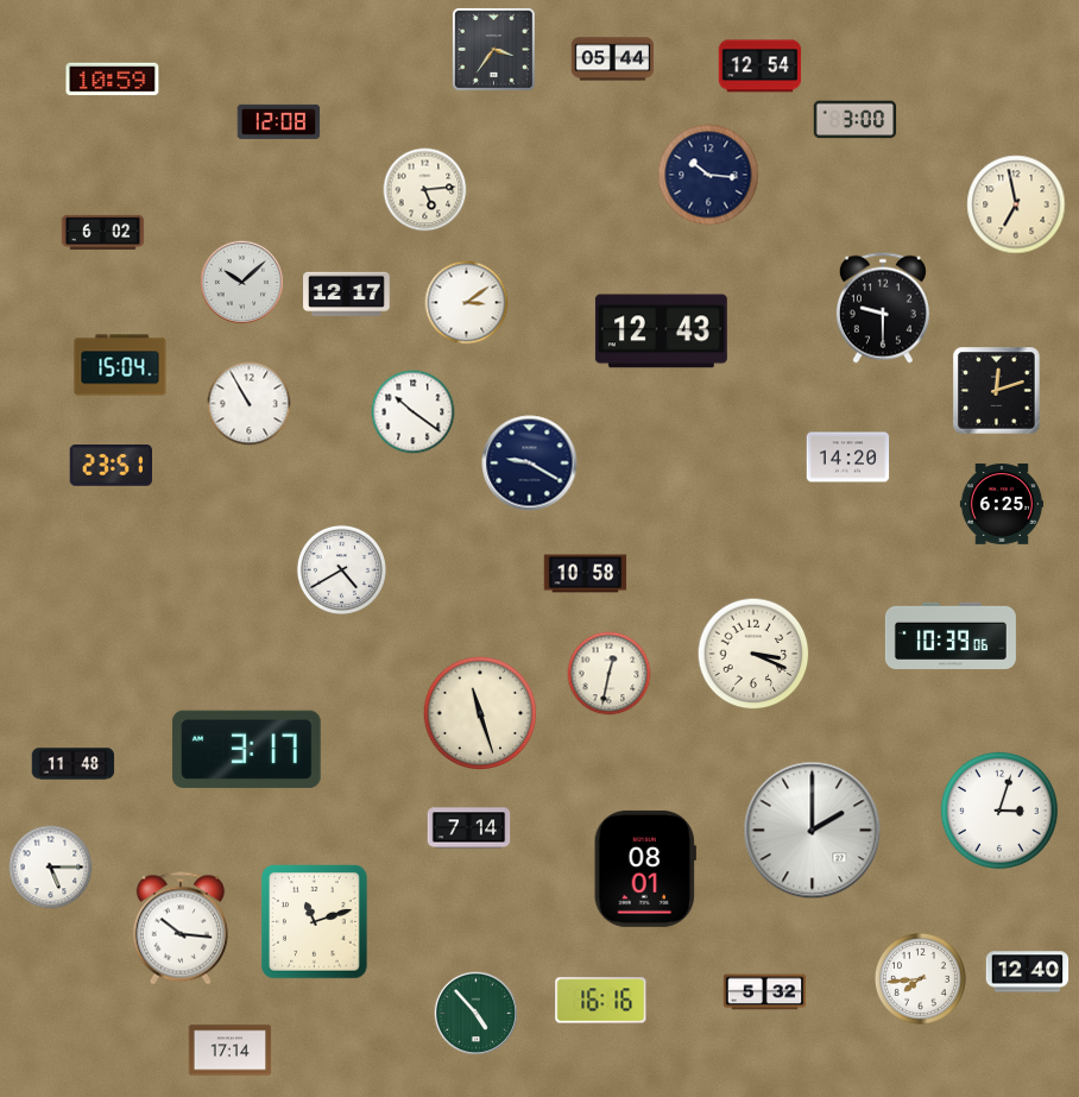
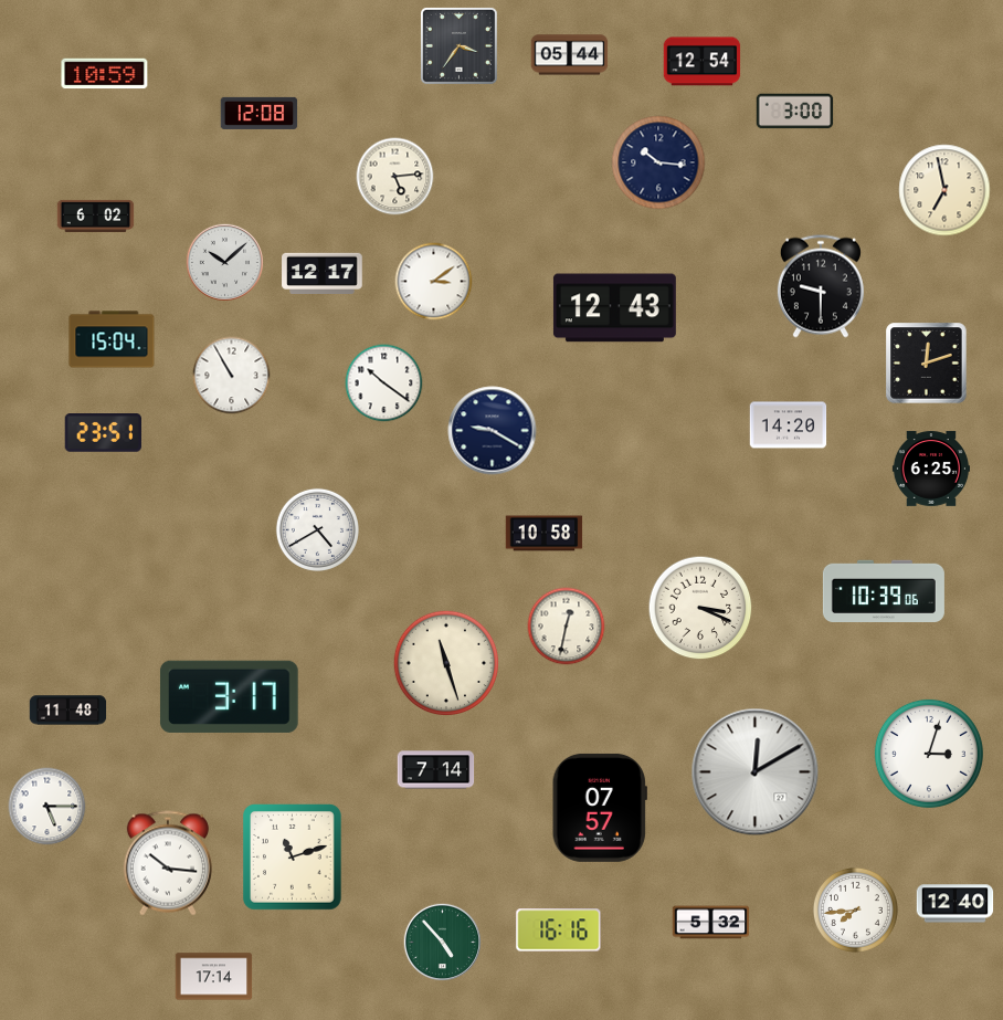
clock at (761, 67) position: (761, 67) -> (703, 62)
clock at (813, 831): 2:00 -> 12:10
clock at (645, 869): 08:01 -> 07:57
